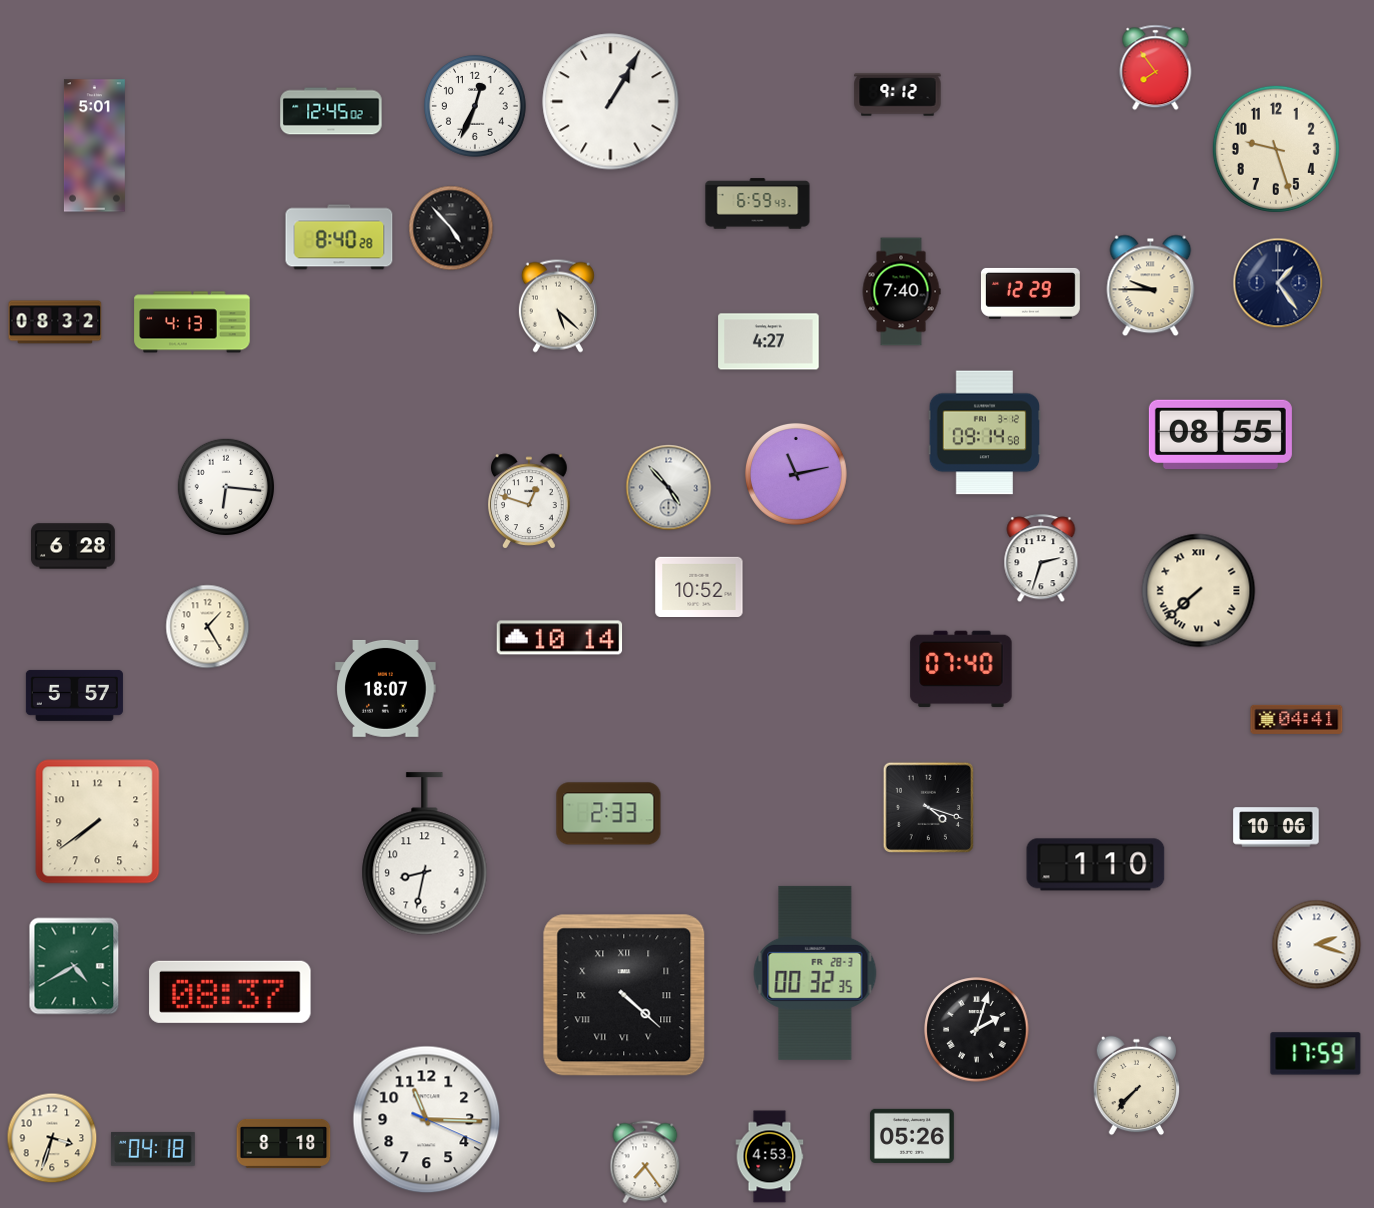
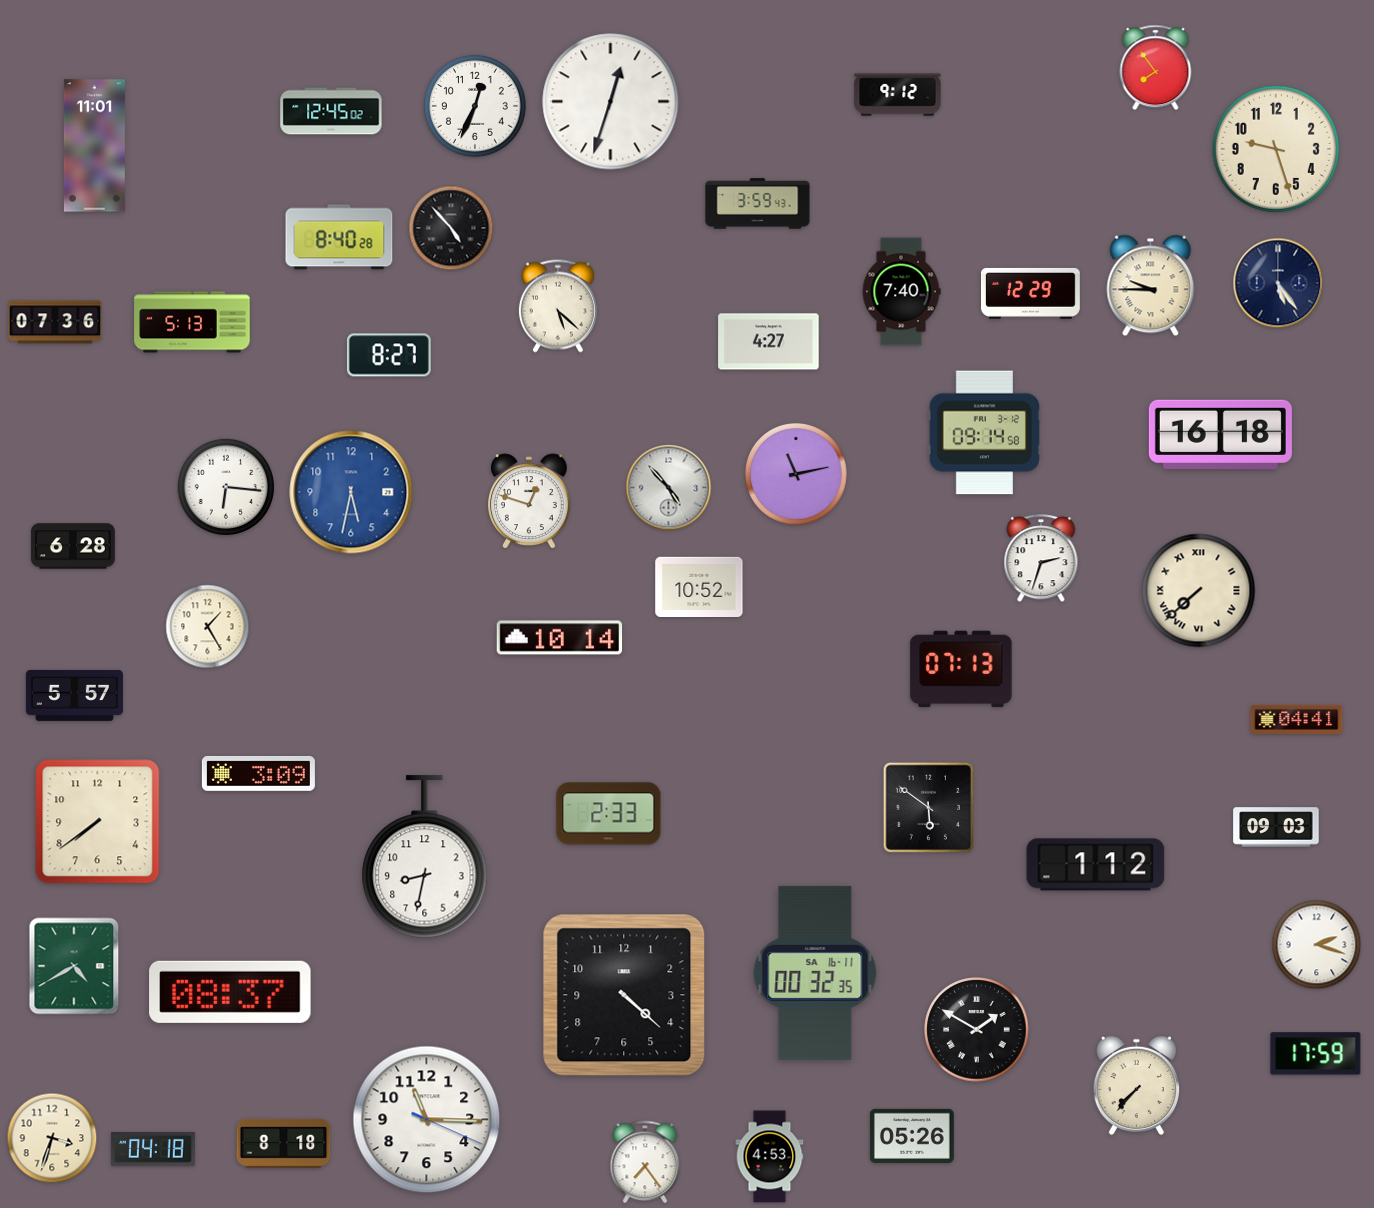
clock at (611, 102): 1:05 -> 12:33
clock at (94, 146): 5:01 -> 11:01
clock at (758, 204): 6:59 -> 3:59
clock at (1278, 283): 1:24 -> 5:24
clock at (55, 322): 08:32 -> 07:36
clock at (192, 322): 4:13 -> 5:13
clock at (389, 355): none -> 8:27
clock at (1220, 434): 08:55 -> 16:18
clock at (351, 492): none -> 5:32
clock at (961, 669): 07:40 -> 07:13
clock at (386, 688): 18:07 -> none
clock at (258, 773): none -> 3:09
clock at (928, 807): 4:18 -> 5:51
clock at (1276, 827): 10:06 -> 09:03
clock at (425, 854) position: (425, 854) -> (425, 857)
clock at (1096, 865): 1:10 -> 1:12
clock at (815, 973) date: FR 28-3 -> SA 16-11
clock at (624, 995) numerals: Roman -> Arabic
clock at (977, 1030): 2:03 -> 1:50
